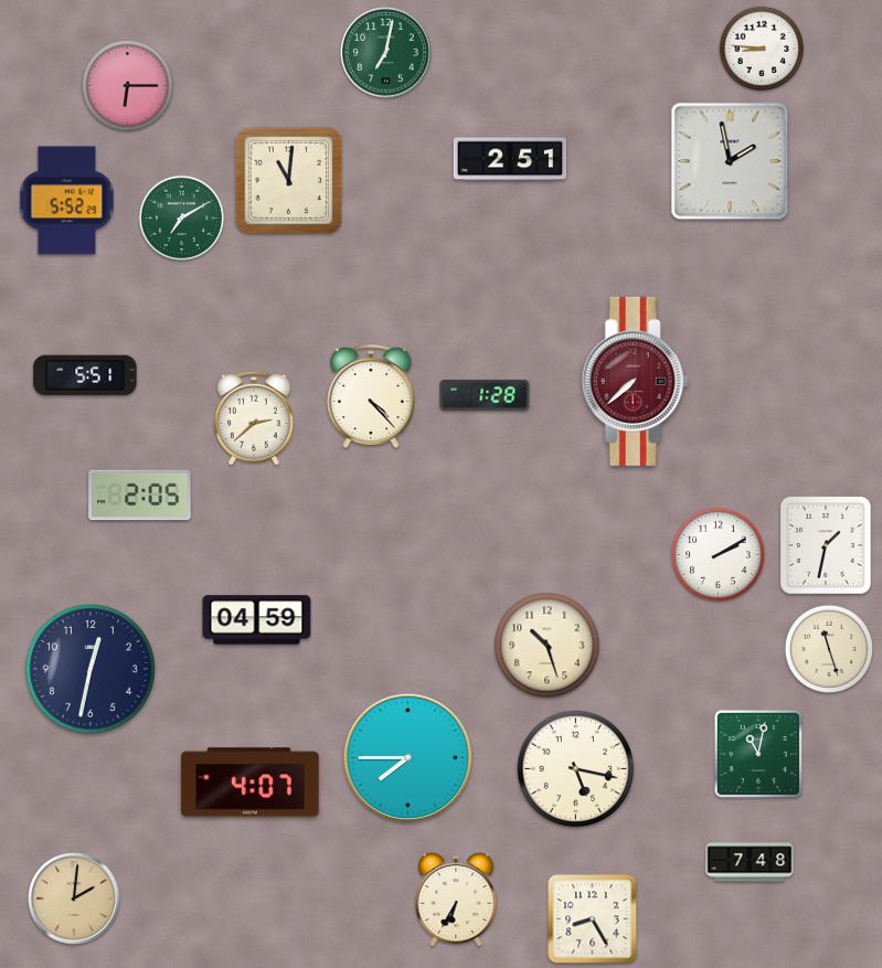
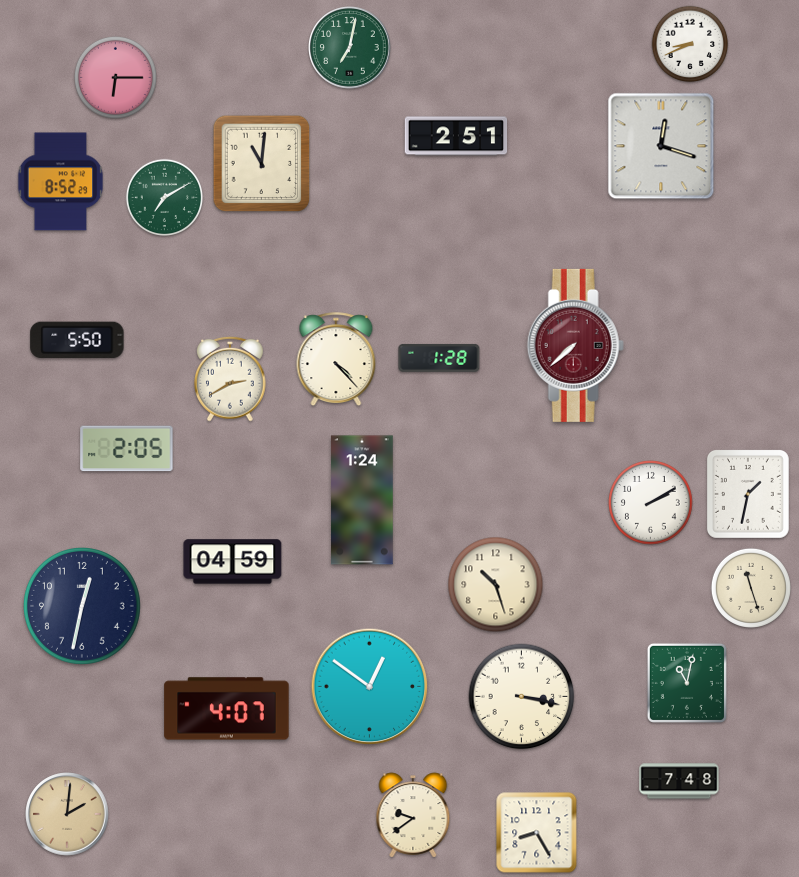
clock at (762, 49): 8:46 -> 8:41
clock at (510, 159) position: (510, 159) -> (456, 136)
clock at (730, 161): 1:58 -> 12:18
clock at (67, 201): 5:52 -> 8:52
clock at (85, 375): 5:51 -> 5:50
clock at (254, 418): 2:38 -> 2:40
clock at (362, 500): none -> 1:24
clock at (408, 758): 7:45 -> 12:51
clock at (576, 769): 5:17 -> 3:17
clock at (456, 900): 6:35 -> 9:39
